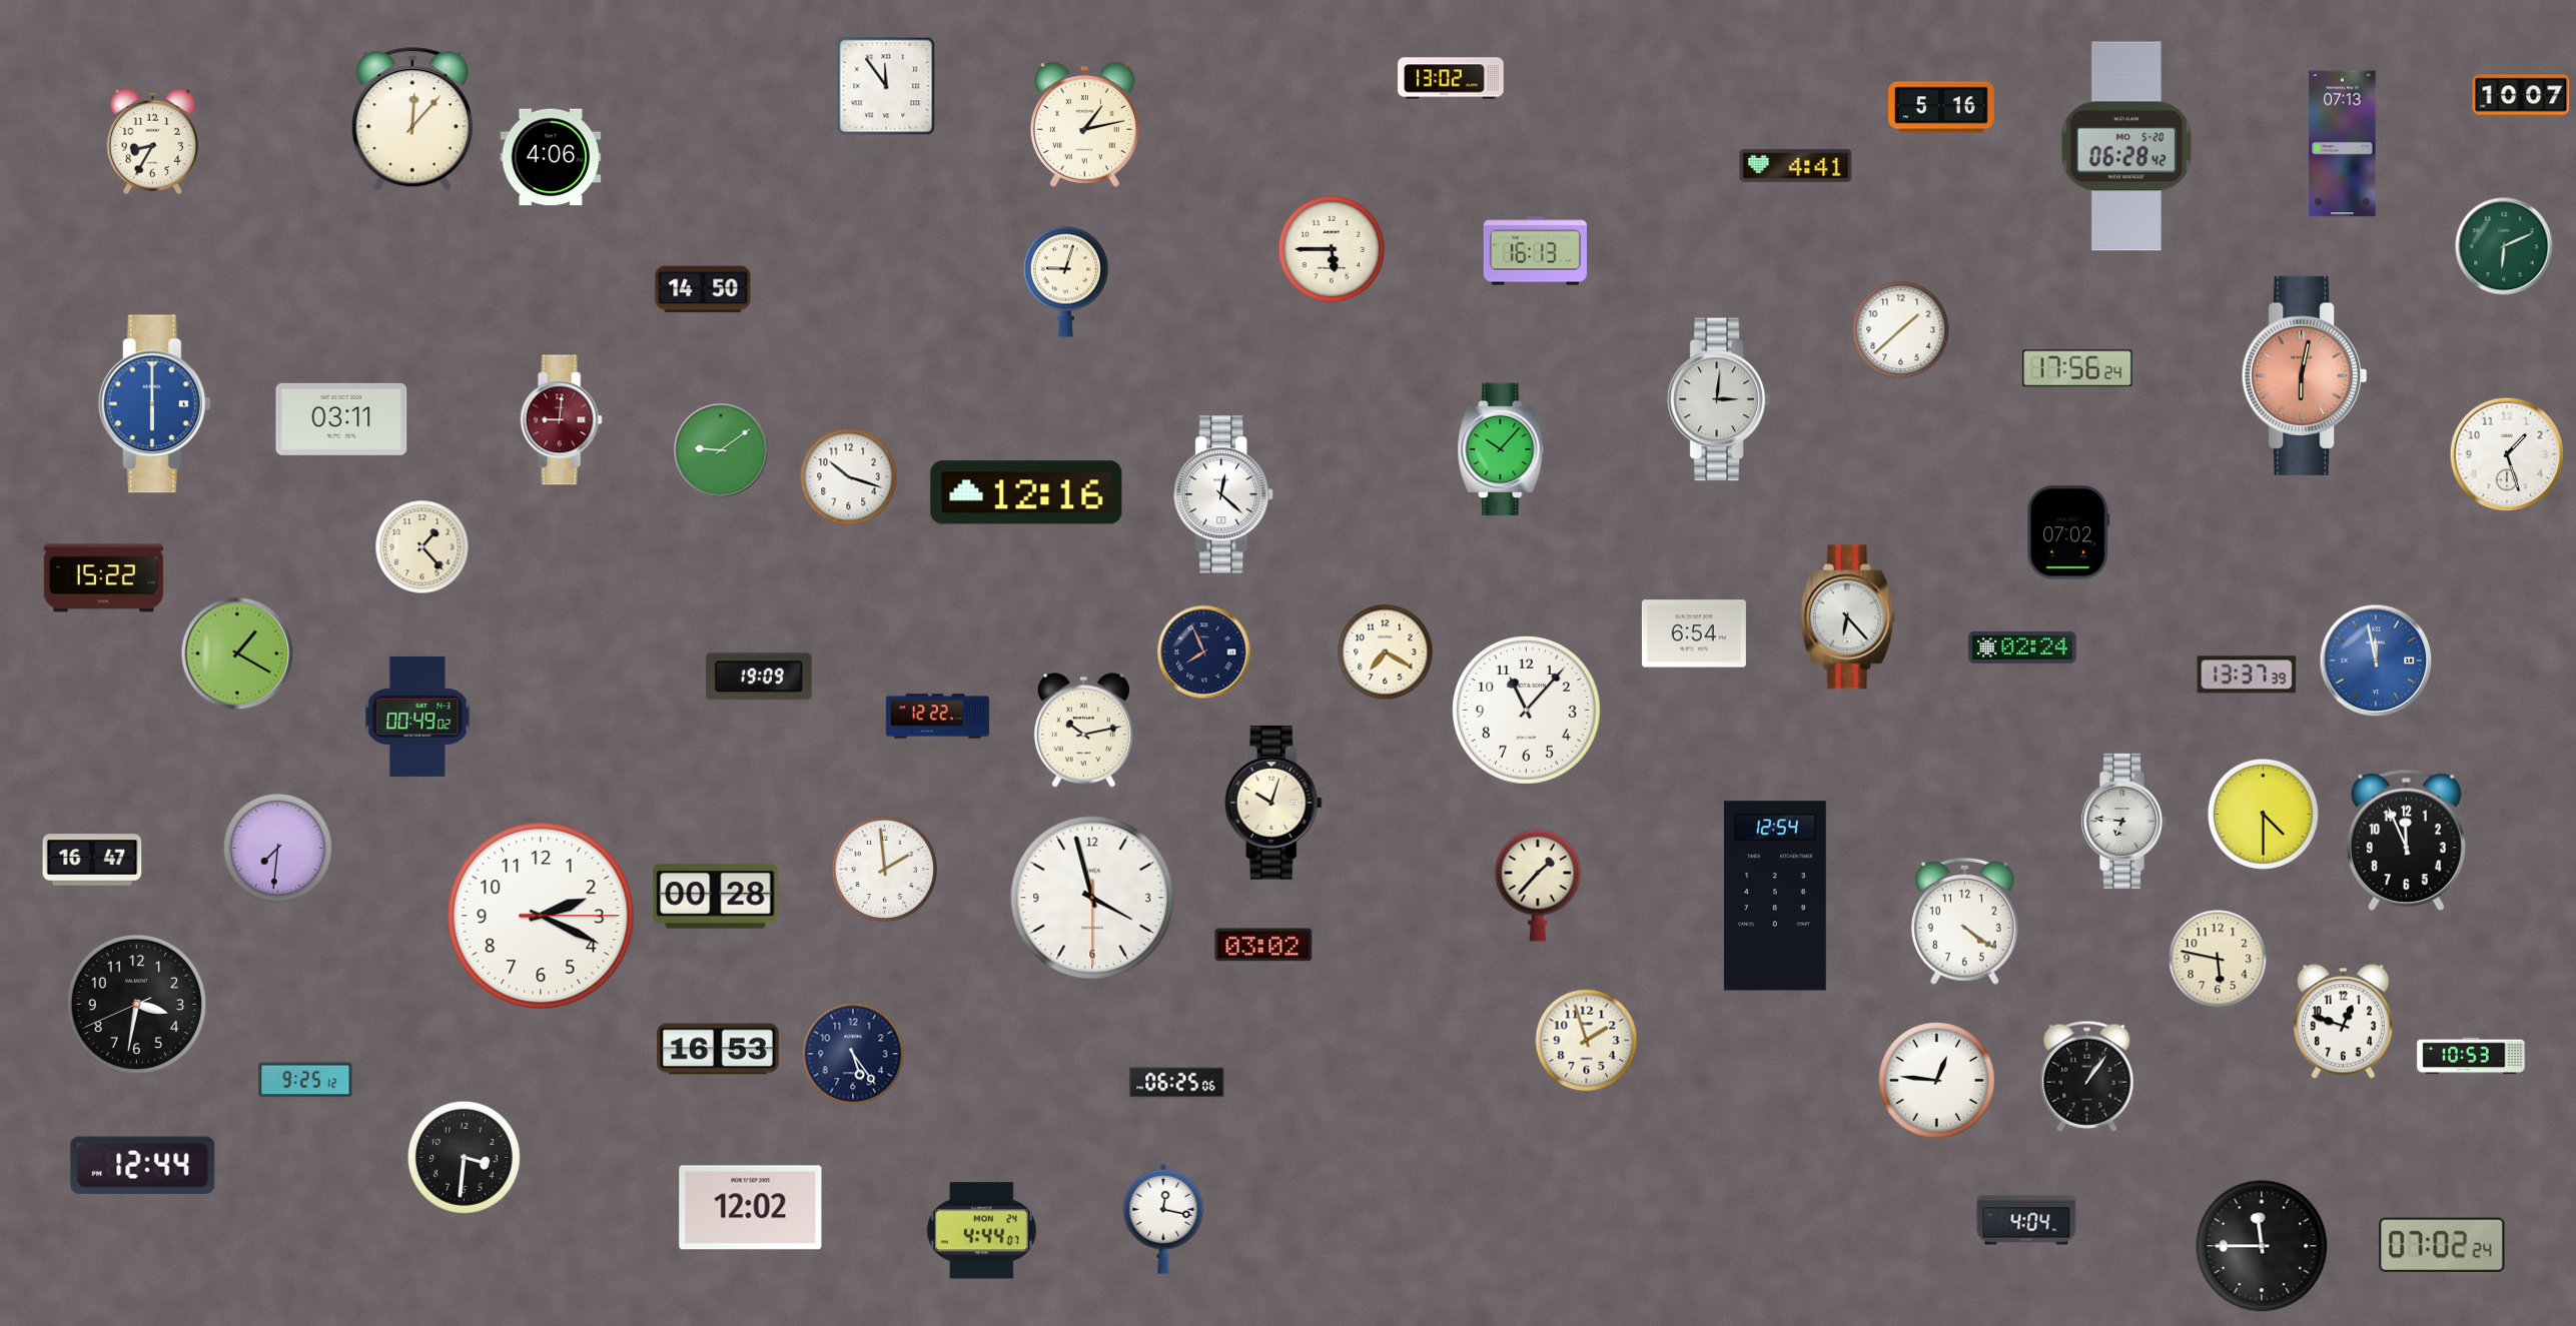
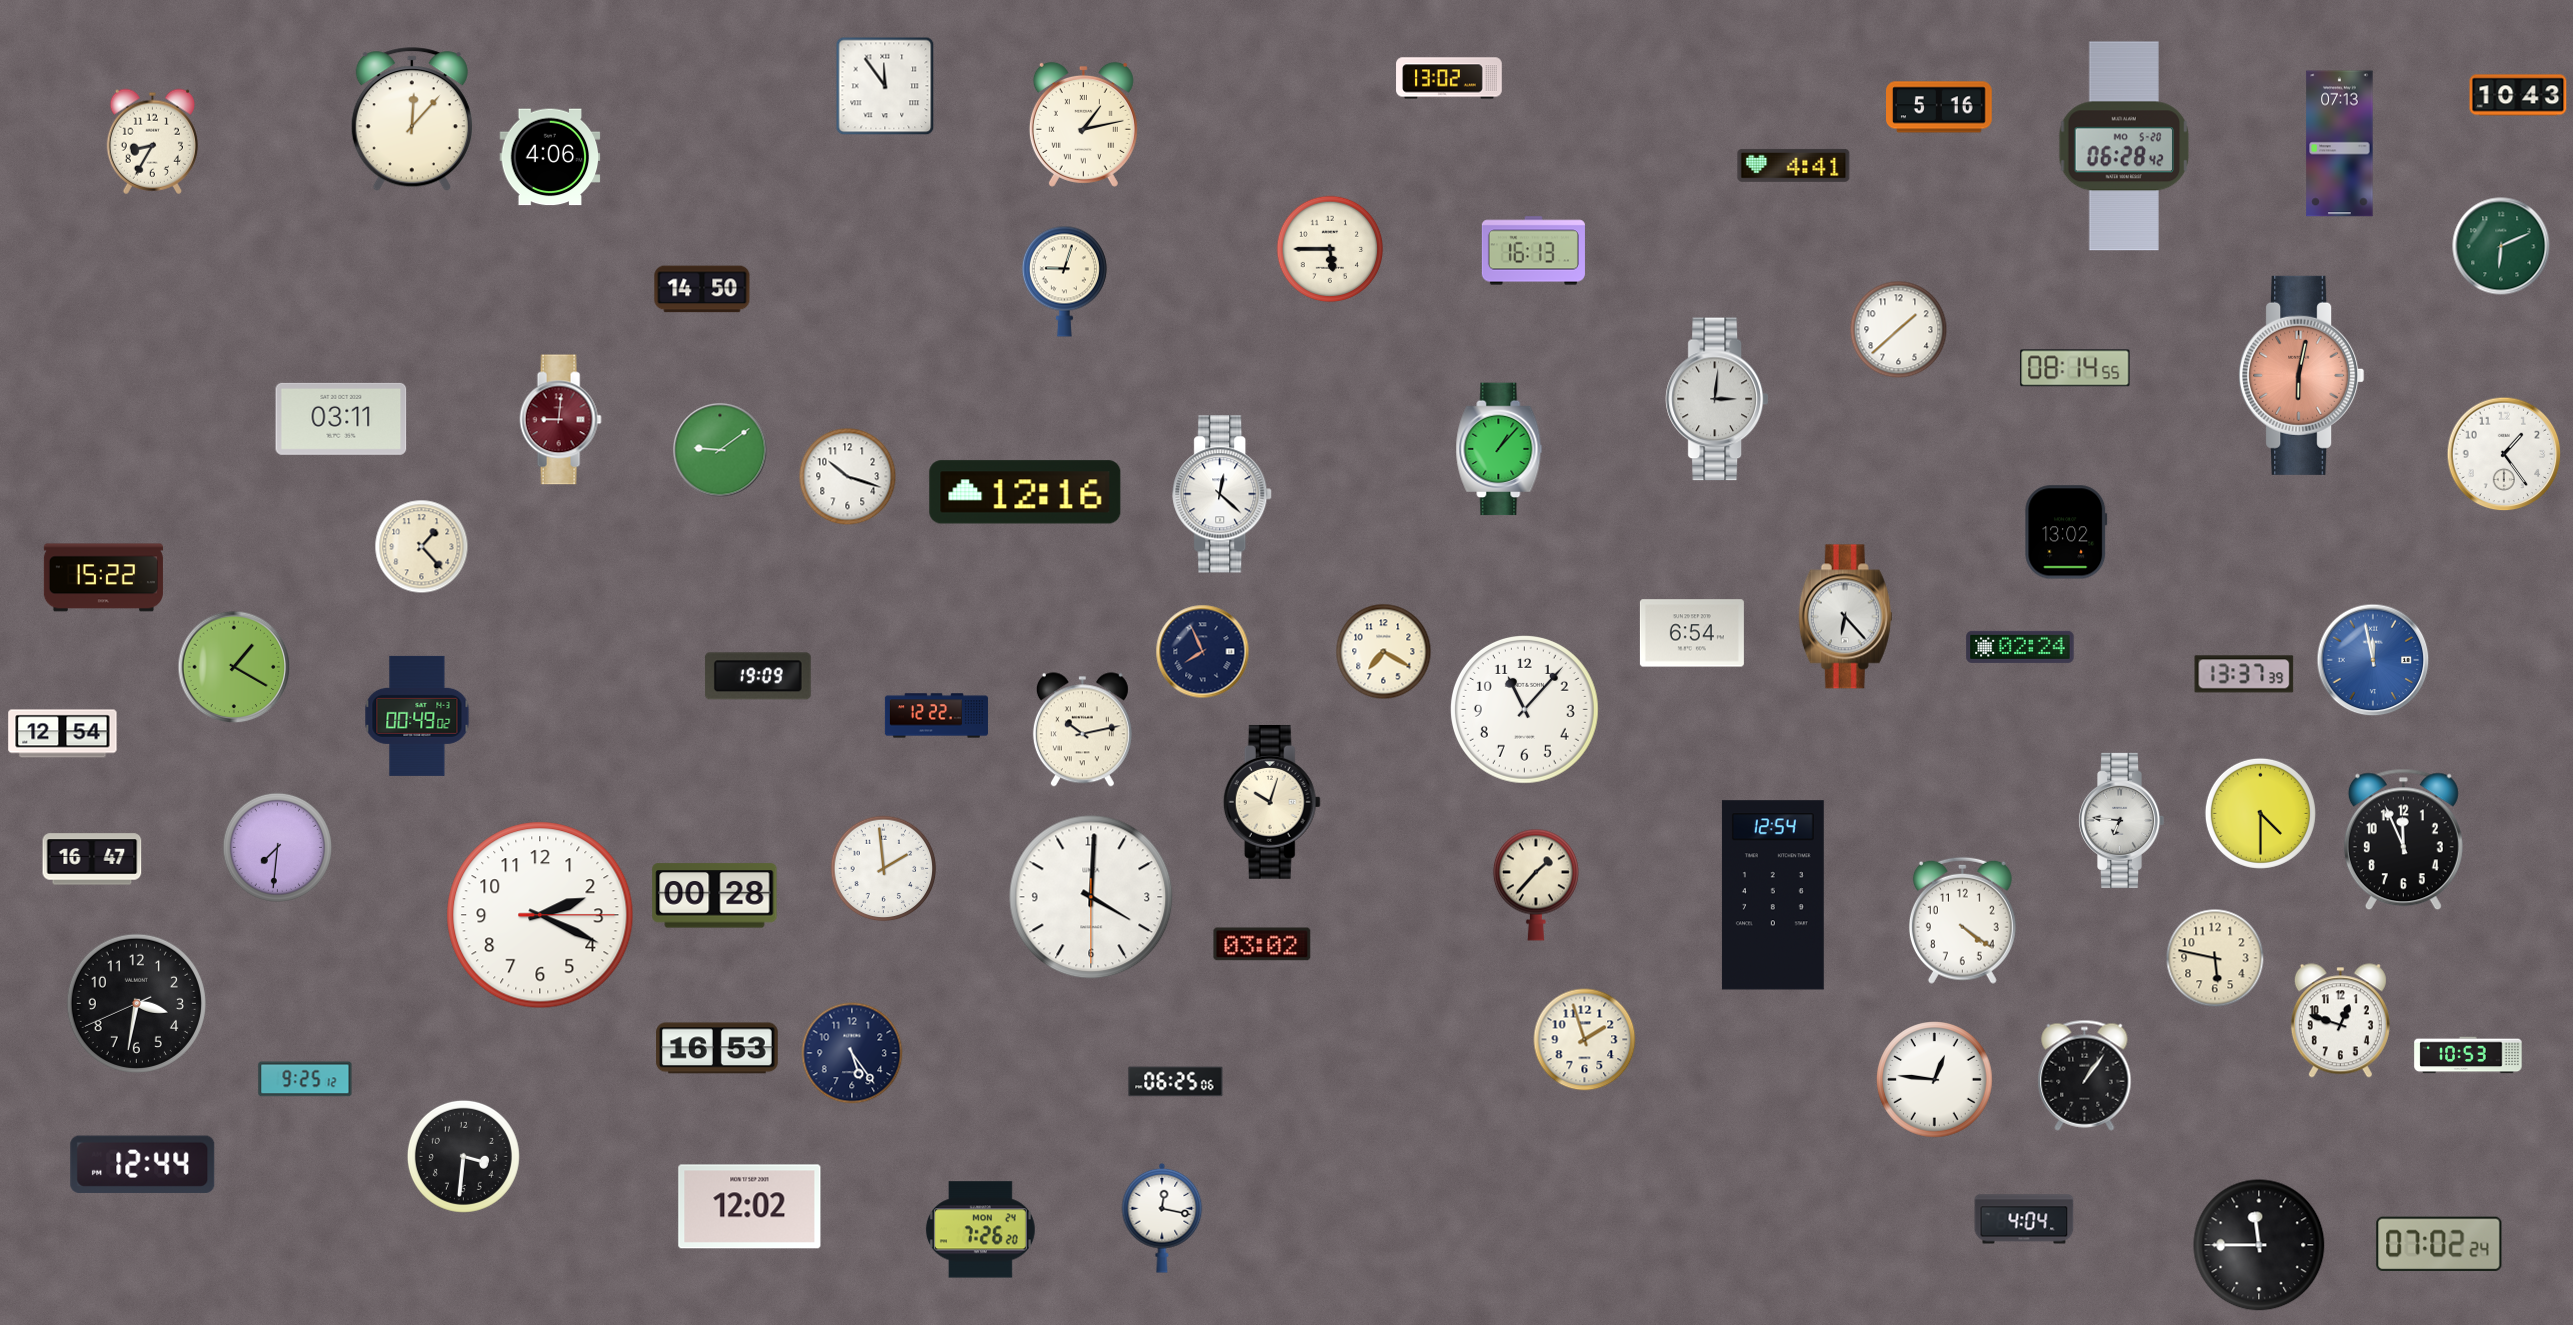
clock at (2521, 95): 10:07 -> 10:43
clock at (2077, 368): 17:56 -> 08:14
clock at (154, 404): 6:00 -> none
clock at (1501, 449): 10:07 -> 1:07
clock at (2507, 454): 1:27 -> 1:24
clock at (2068, 532): 07:02 -> 13:02
clock at (237, 653) position: (237, 653) -> (234, 667)
clock at (63, 734): none -> 12:54
clock at (1092, 898): 3:57 -> 4:00
clock at (981, 1231): 4:44 -> 7:26
